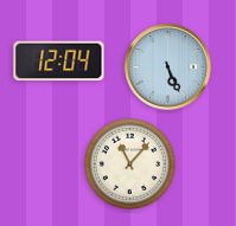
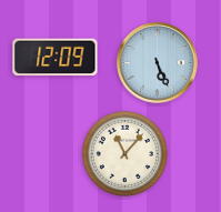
clock at (59, 62): 12:04 -> 12:09
clock at (129, 163) position: (129, 163) -> (124, 153)
